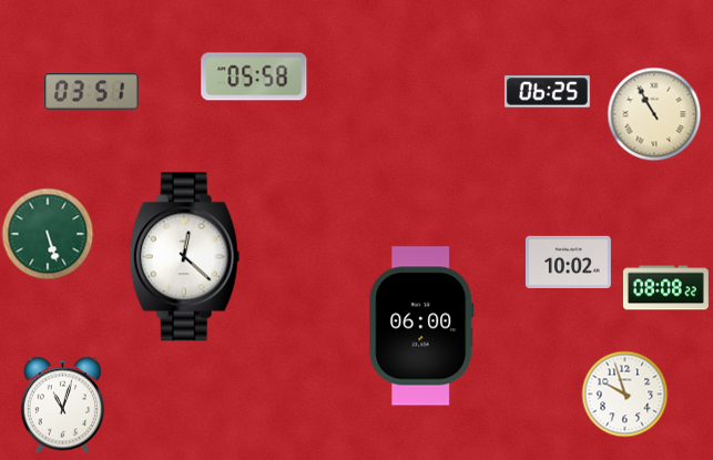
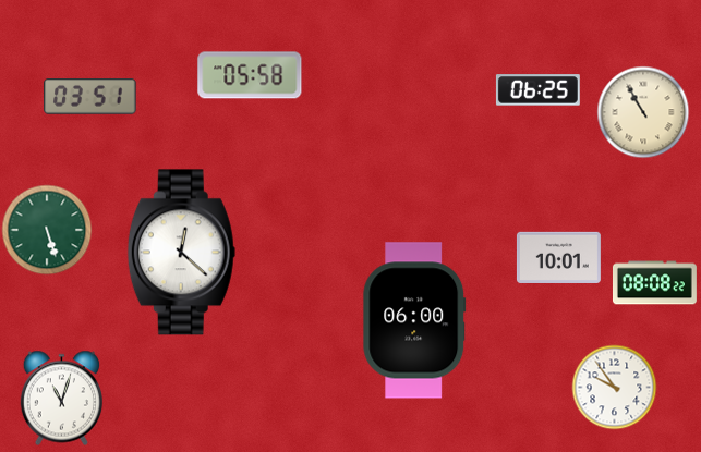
clock at (92, 92) position: (92, 92) -> (90, 97)
clock at (568, 262): 10:02 -> 10:01
clock at (624, 393): 9:57 -> 9:54
